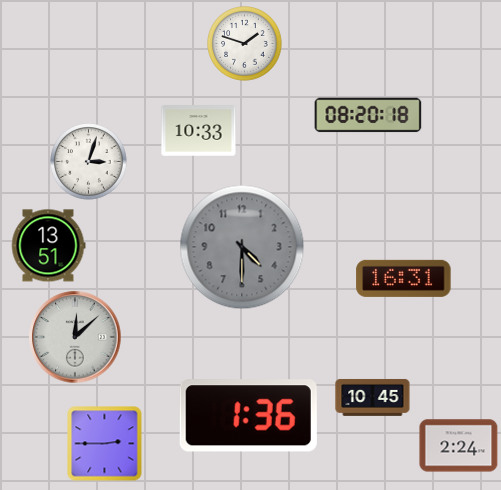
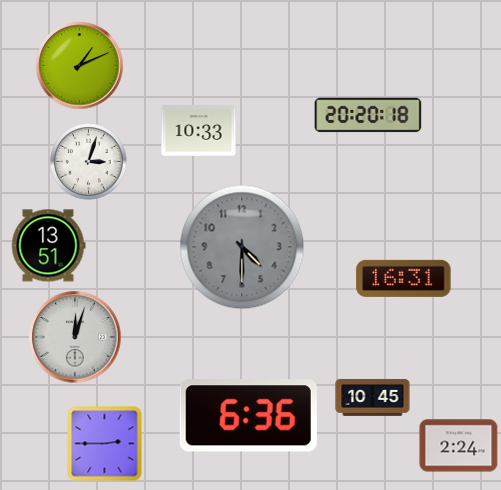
clock at (245, 44): 1:48 -> none
clock at (80, 66): none -> 1:11
clock at (368, 115): 08:20 -> 20:20
clock at (75, 337): 12:08 -> 12:03
clock at (248, 416): 1:36 -> 6:36
